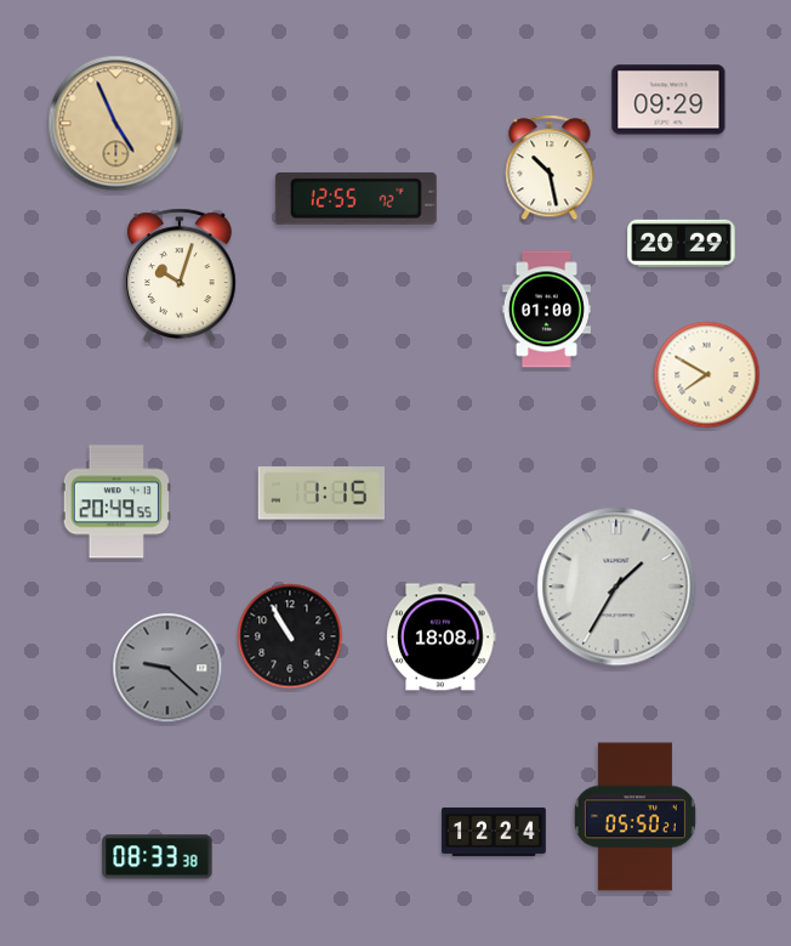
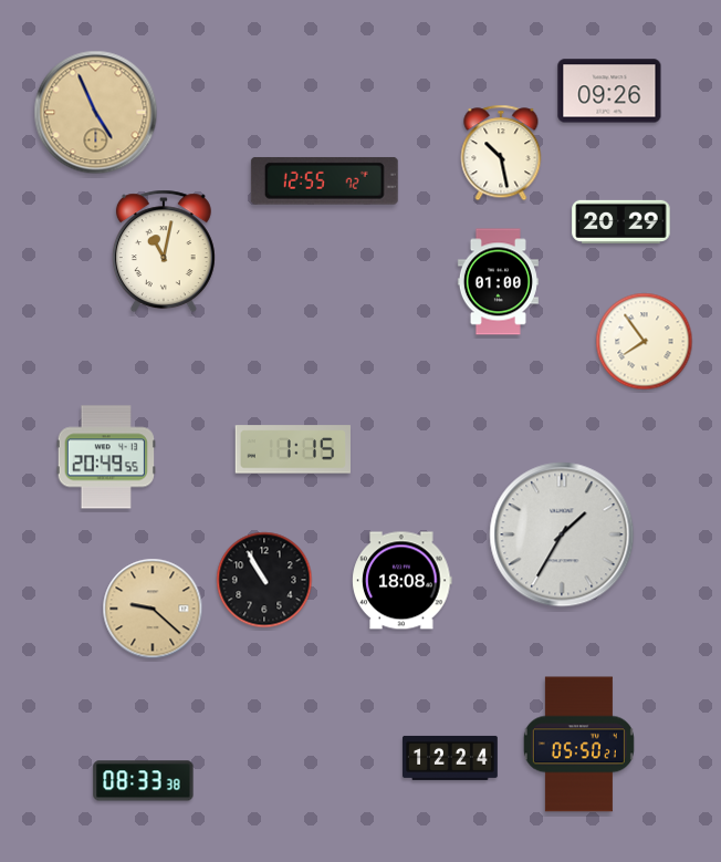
clock at (668, 100): 09:29 -> 09:26
clock at (116, 124) position: (116, 124) -> (96, 113)
clock at (180, 276): 10:03 -> 11:02
clock at (707, 375): 7:50 -> 7:54
clock at (167, 668) dial: grey -> champagne
